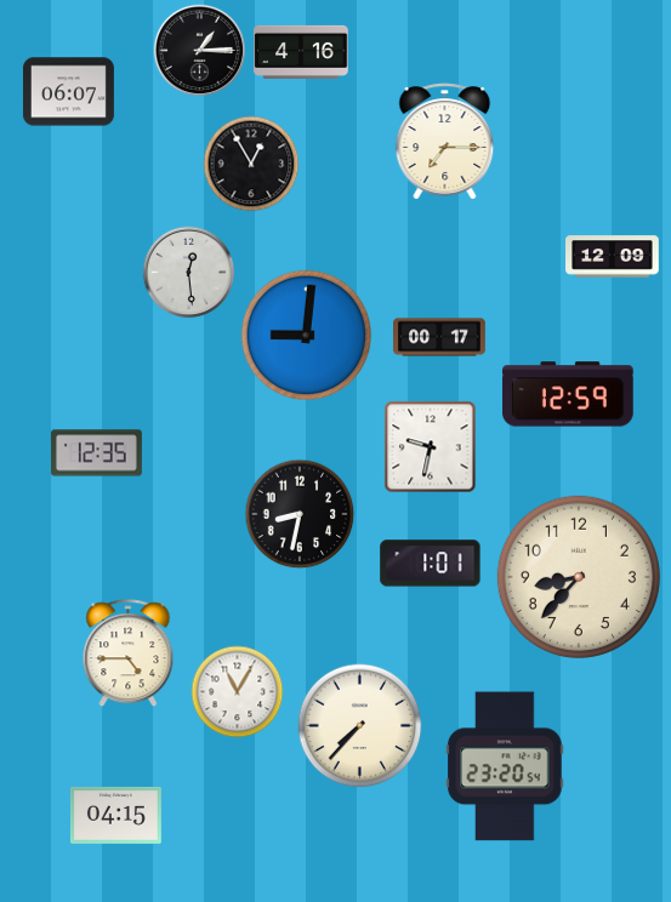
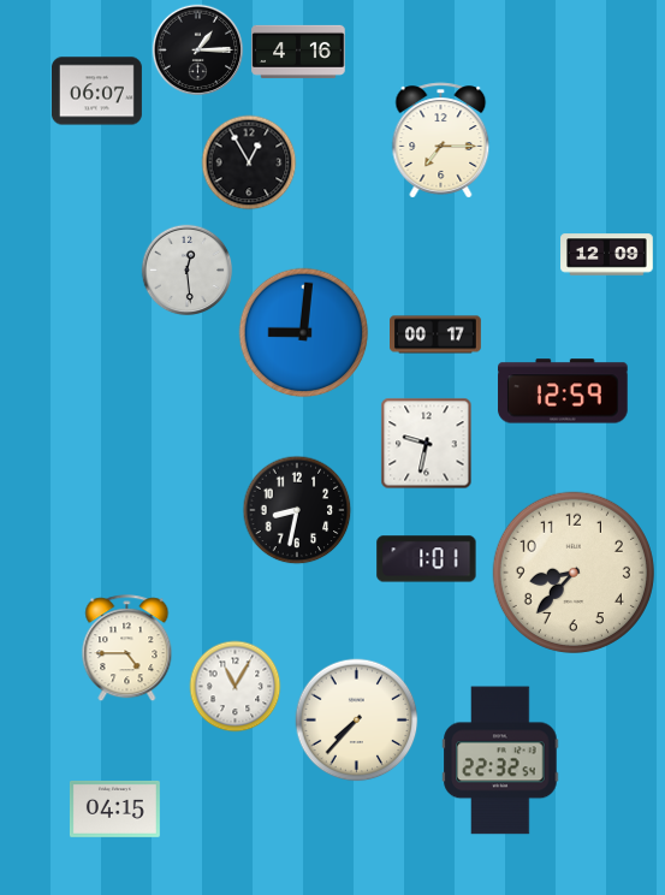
clock at (68, 92) position: (68, 92) -> (96, 91)
clock at (96, 453): 12:35 -> none
clock at (505, 766): 23:20 -> 22:32
